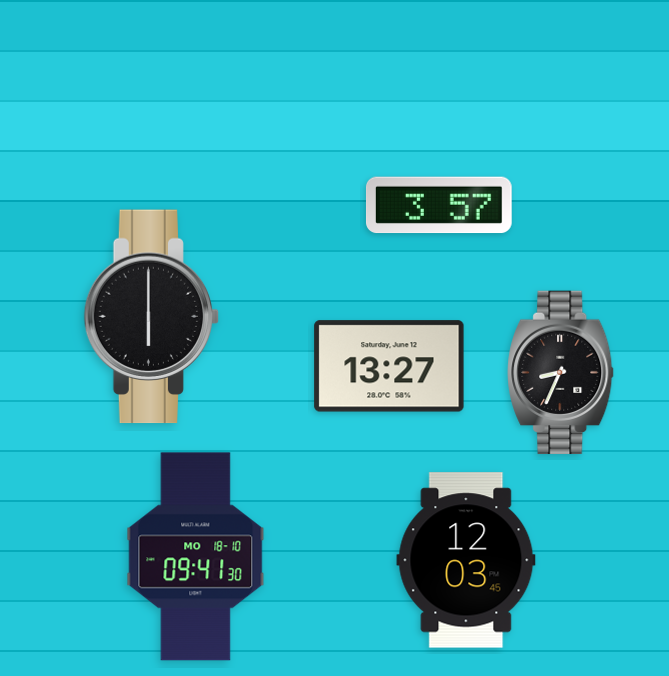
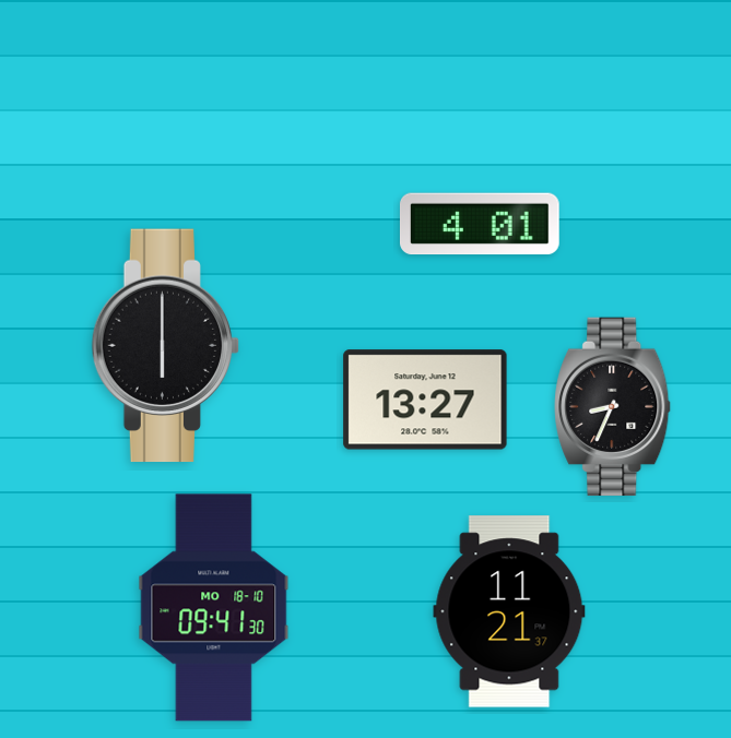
clock at (439, 205): 3:57 -> 4:01
clock at (466, 560): 12:03 -> 11:21
